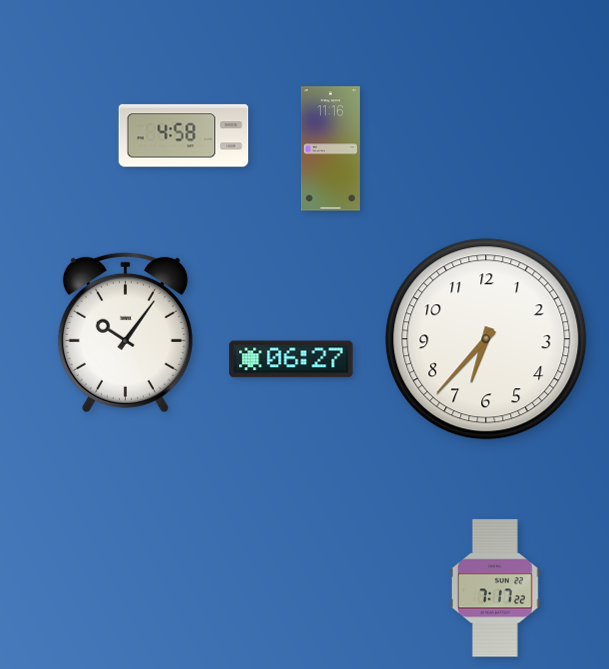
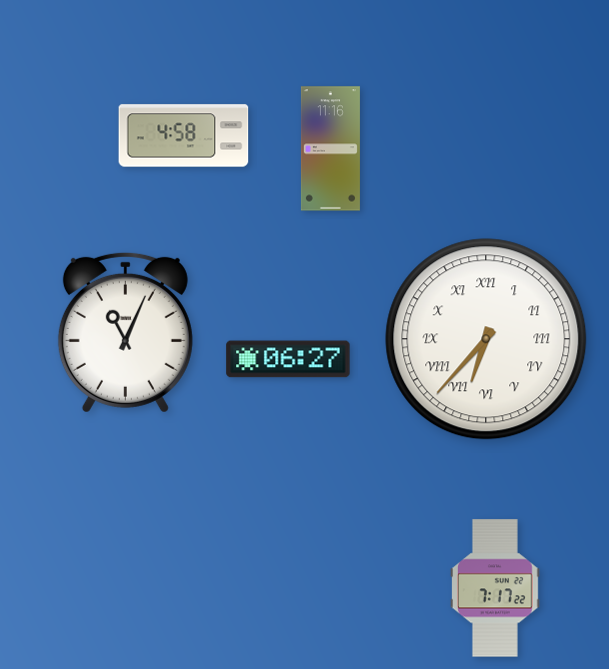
clock at (125, 332): 10:06 -> 11:04
clock at (486, 339) numerals: Arabic -> Roman
clock at (291, 359) position: (291, 359) -> (288, 359)
